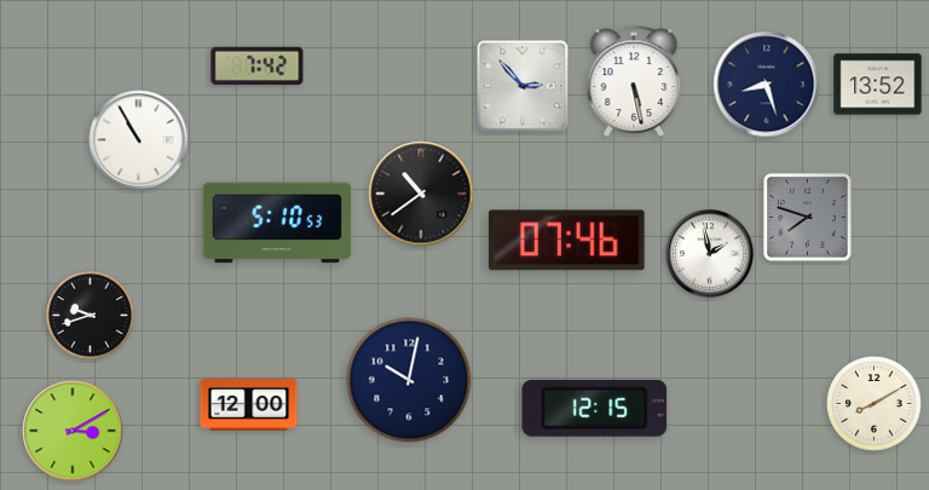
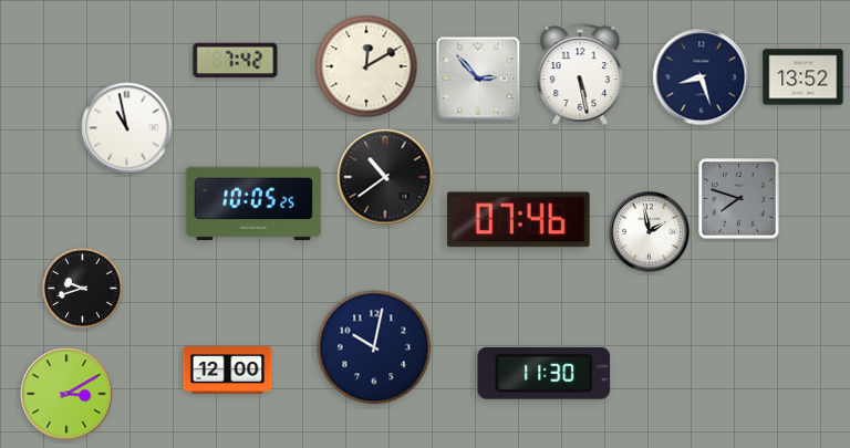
clock at (366, 66): none -> 12:10
clock at (139, 140): 10:55 -> 10:58
clock at (277, 223): 5:10 -> 10:05
clock at (875, 404): 8:10 -> none
clock at (595, 408): 12:15 -> 11:30
